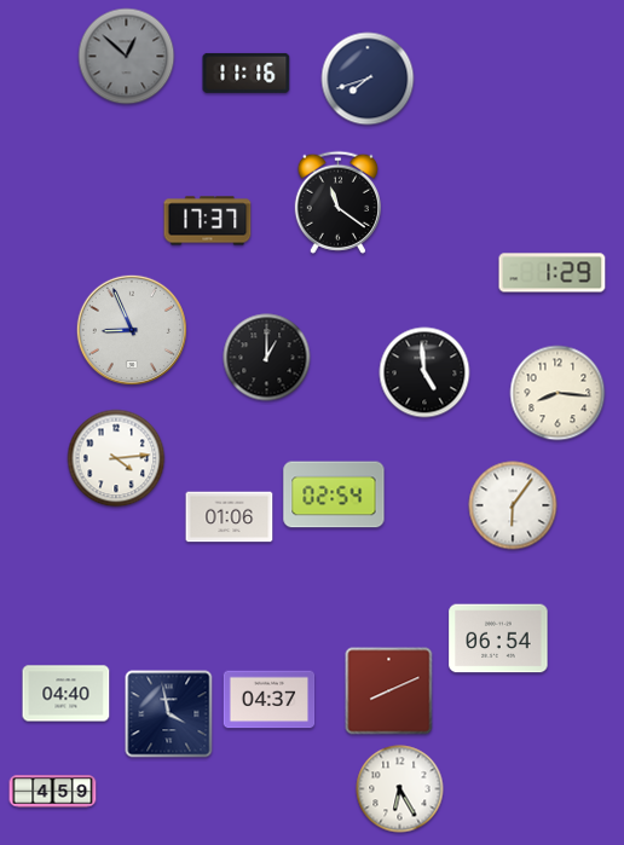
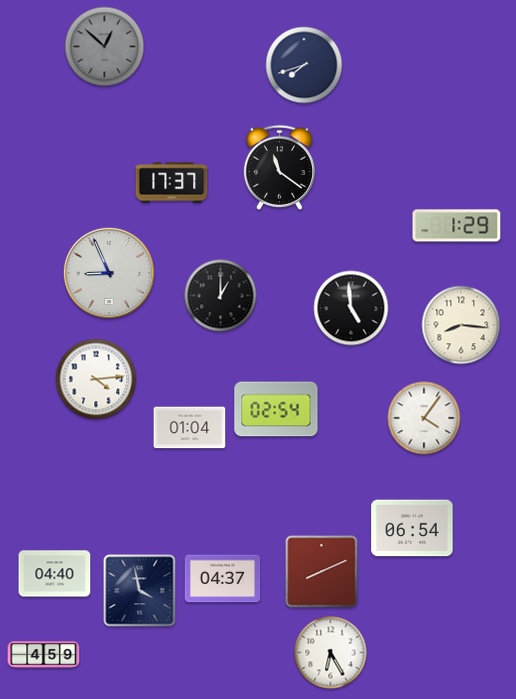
clock at (247, 73): 11:16 -> none
clock at (513, 505): 6:06 -> 4:06
clock at (230, 517): 01:06 -> 01:04
